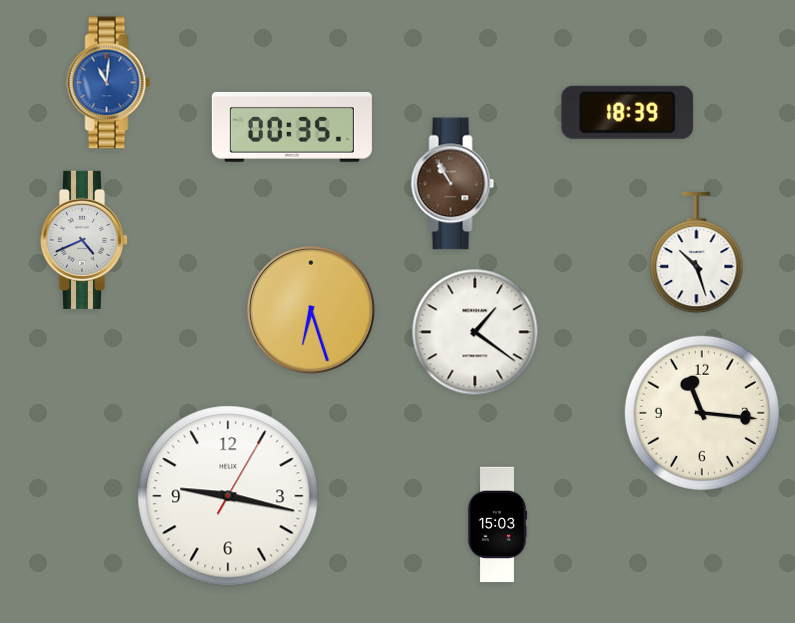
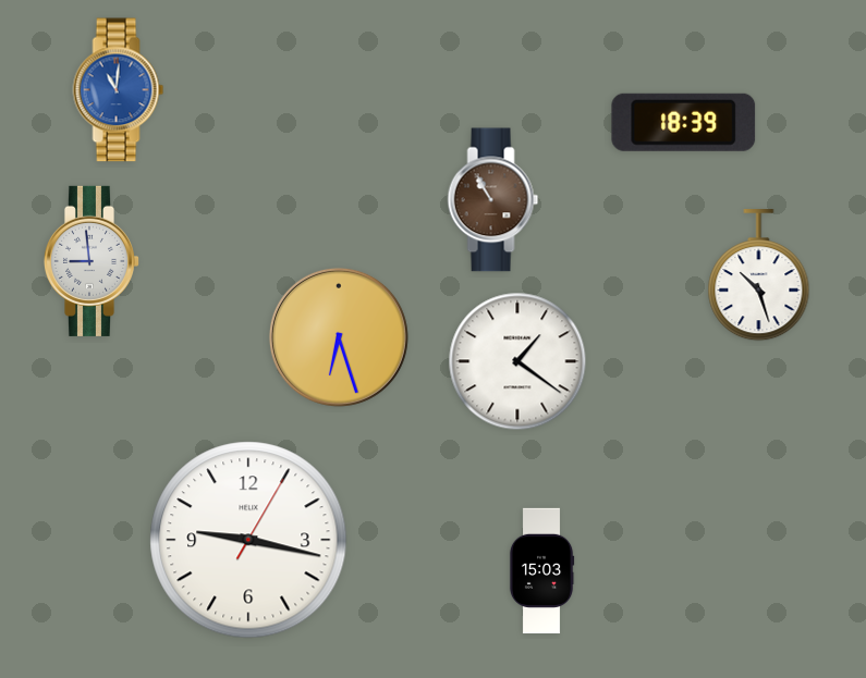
clock at (292, 127): 00:35 -> none
clock at (83, 240): 4:41 -> 8:59
clock at (702, 413): 11:16 -> none
